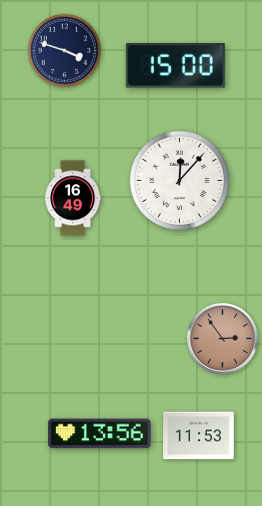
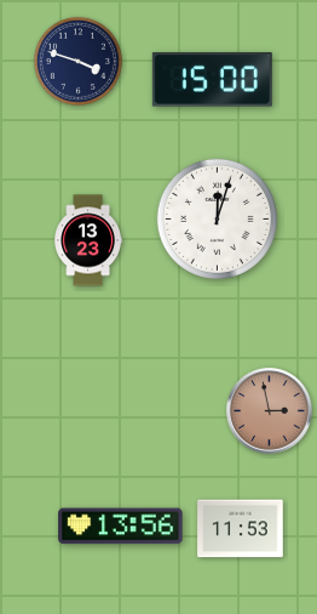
clock at (179, 180): 12:07 -> 12:03
clock at (73, 198): 16:49 -> 13:23
clock at (223, 339): 2:54 -> 2:58
